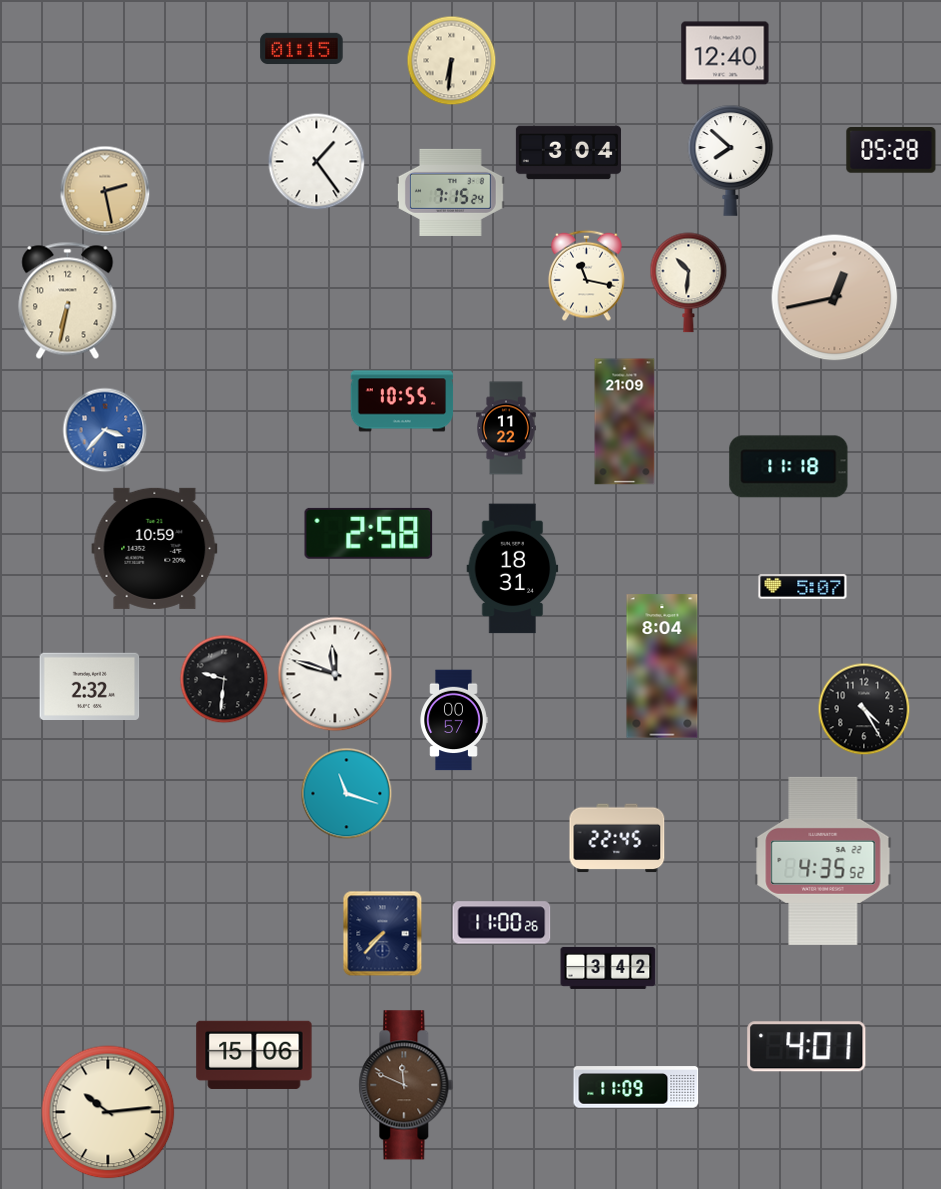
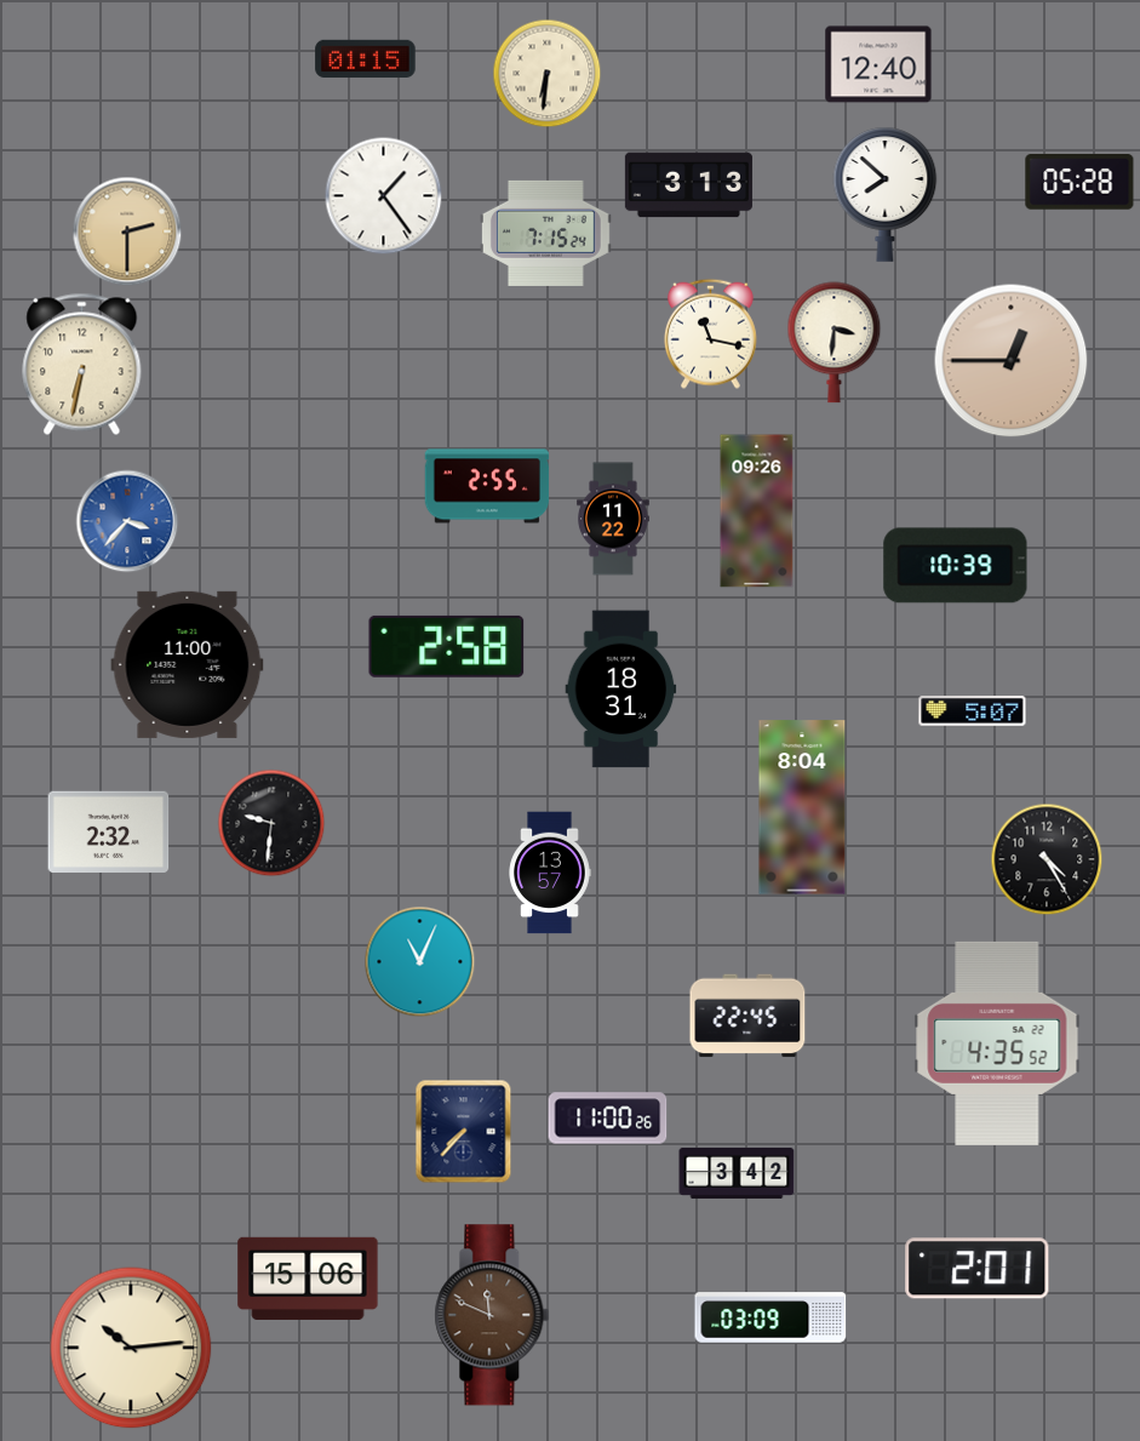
clock at (568, 153): 3:04 -> 3:13
clock at (105, 191): 2:28 -> 2:30
clock at (689, 283): 10:31 -> 3:31
clock at (835, 298): 12:43 -> 12:45
clock at (402, 401): 10:55 -> 2:55
clock at (625, 422): 21:09 -> 09:26
clock at (789, 467): 11:18 -> 10:39
clock at (155, 548): 10:59 -> 11:00
clock at (335, 674): 11:48 -> none
clock at (454, 720): 00:57 -> 13:57
clock at (347, 794): 11:18 -> 11:04
clock at (807, 1047): 4:01 -> 2:01
clock at (636, 1087): 11:09 -> 03:09
